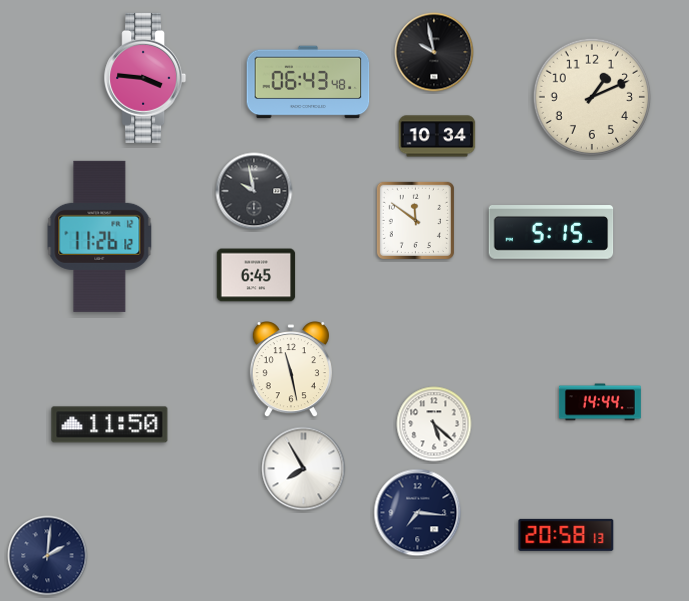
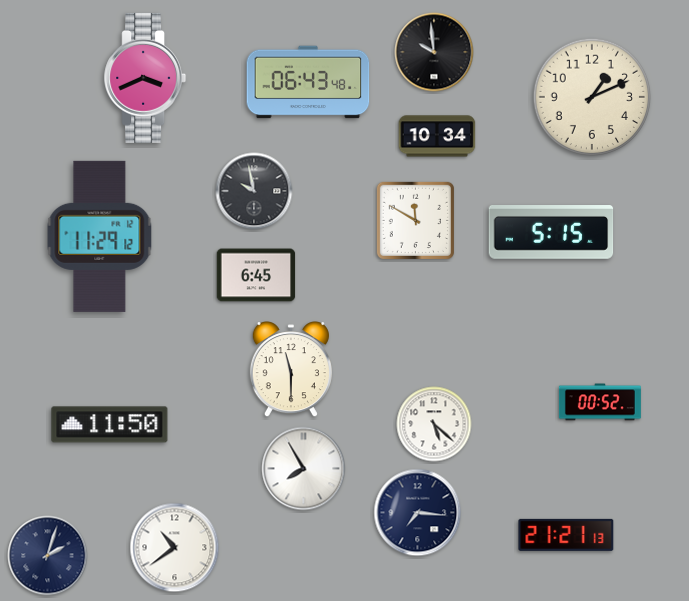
clock at (434, 52): 9:58 -> 9:59
clock at (145, 78): 3:46 -> 3:41
clock at (415, 220): 11:51 -> 11:50
clock at (100, 236): 11:26 -> 11:29
clock at (291, 370): 11:28 -> 11:30
clock at (600, 402): 14:44 -> 00:52
clock at (566, 535): 20:58 -> 21:21
clock at (175, 548): none -> 10:39
clock at (48, 556): 2:01 -> 2:03
